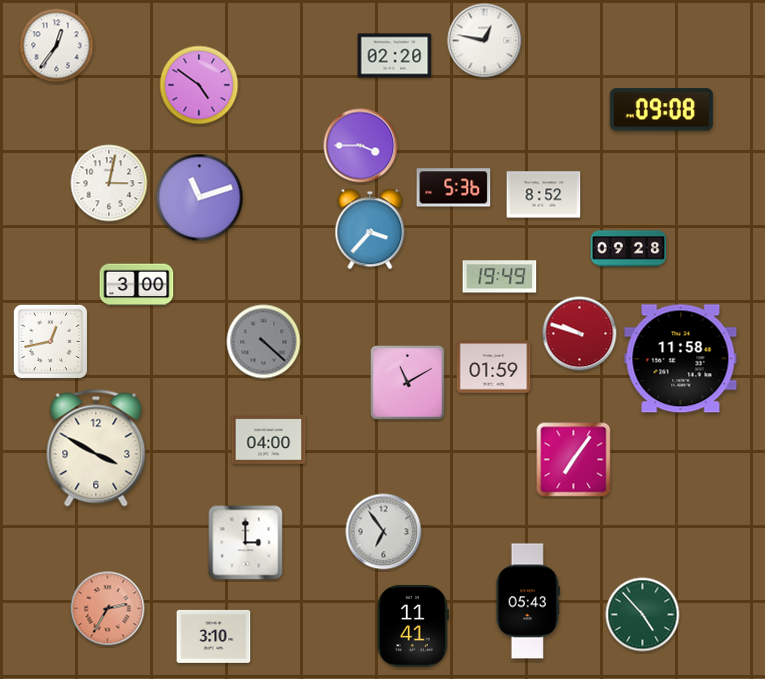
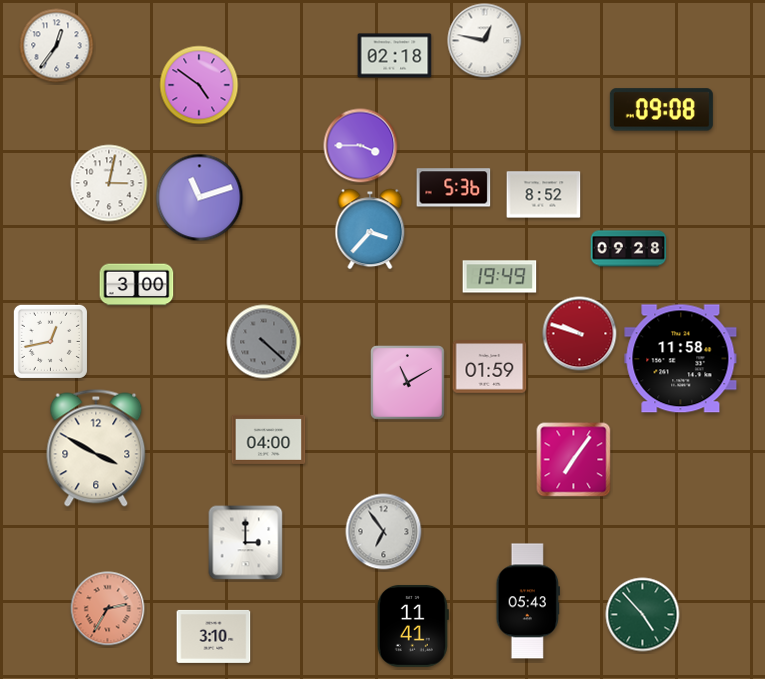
clock at (395, 56): 02:20 -> 02:18
clock at (494, 367) position: (494, 367) -> (490, 367)
